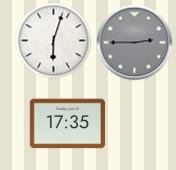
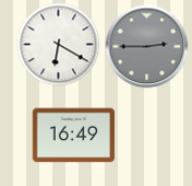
clock at (54, 41): 6:03 -> 6:20
clock at (68, 124): 17:35 -> 16:49
